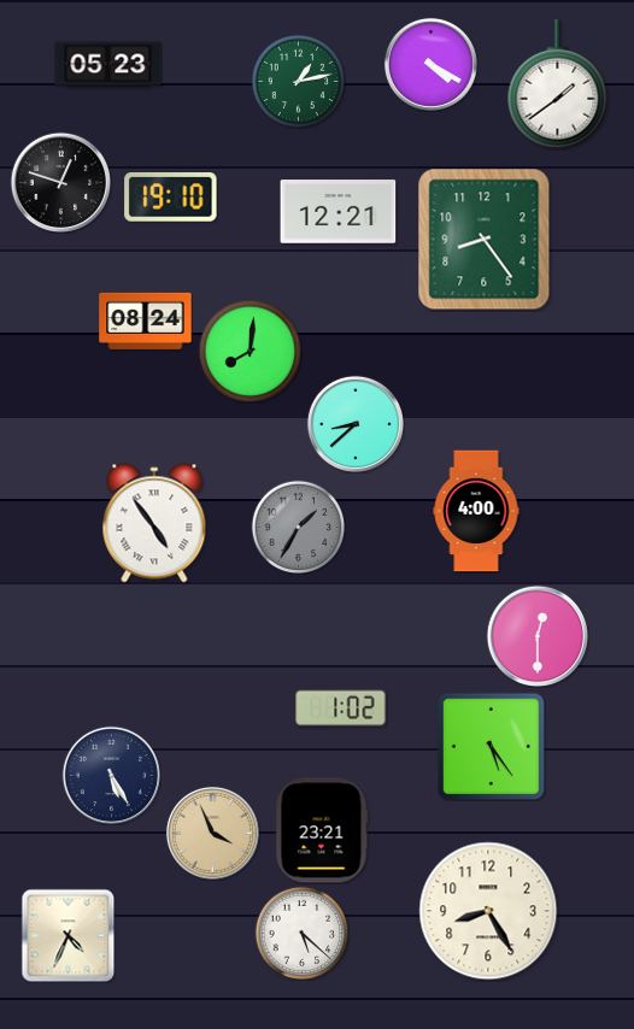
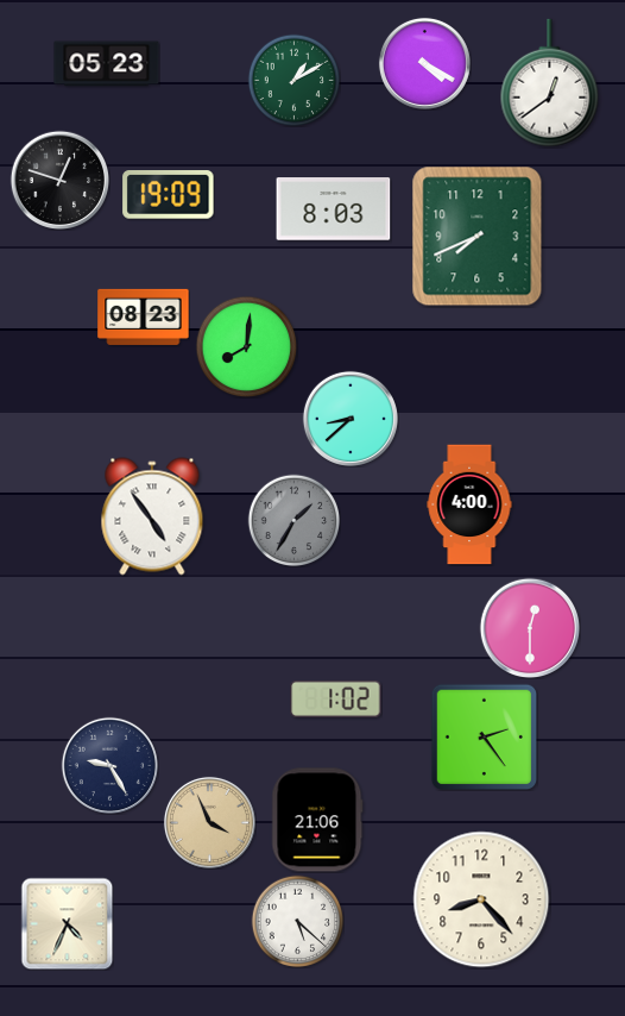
clock at (298, 81): 1:13 -> 1:10
clock at (558, 84): 1:39 -> 12:39
clock at (171, 198): 19:10 -> 19:09
clock at (339, 212): 12:21 -> 8:03
clock at (485, 240): 8:24 -> 7:41
clock at (146, 321): 08:24 -> 08:23
clock at (491, 746): 5:24 -> 2:24
clock at (111, 775): 5:25 -> 9:25
clock at (322, 830): 23:21 -> 21:06
clock at (488, 911): 8:25 -> 8:23
